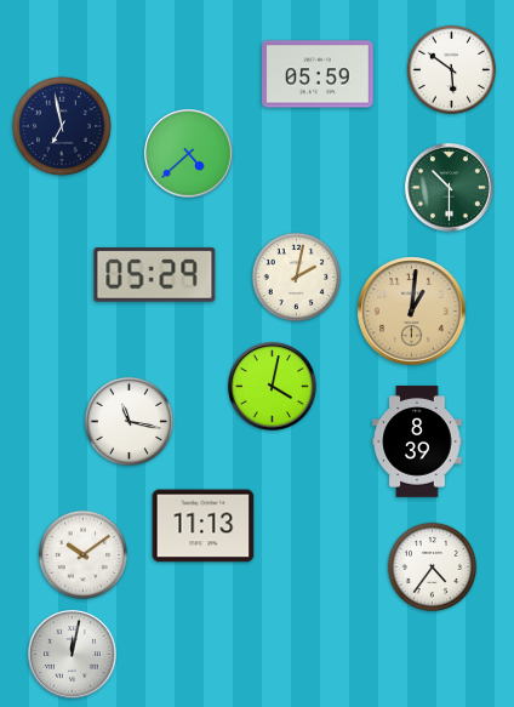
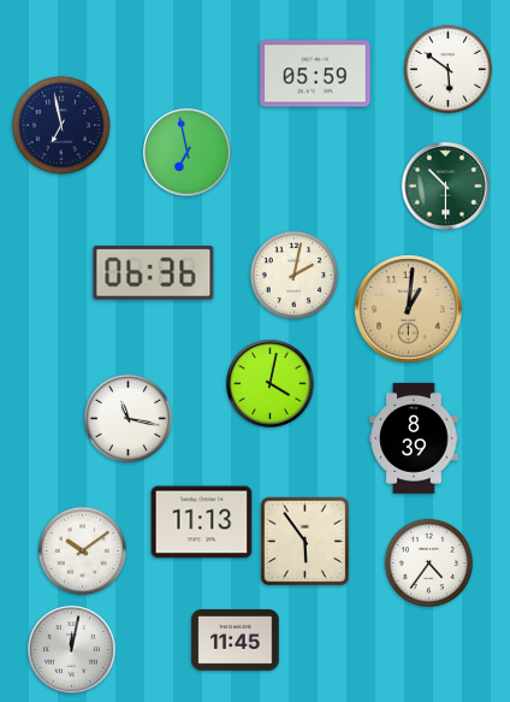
clock at (189, 154): 4:38 -> 6:58
clock at (155, 275): 05:29 -> 06:36
clock at (306, 542): none -> 5:54
clock at (236, 641): none -> 11:45
